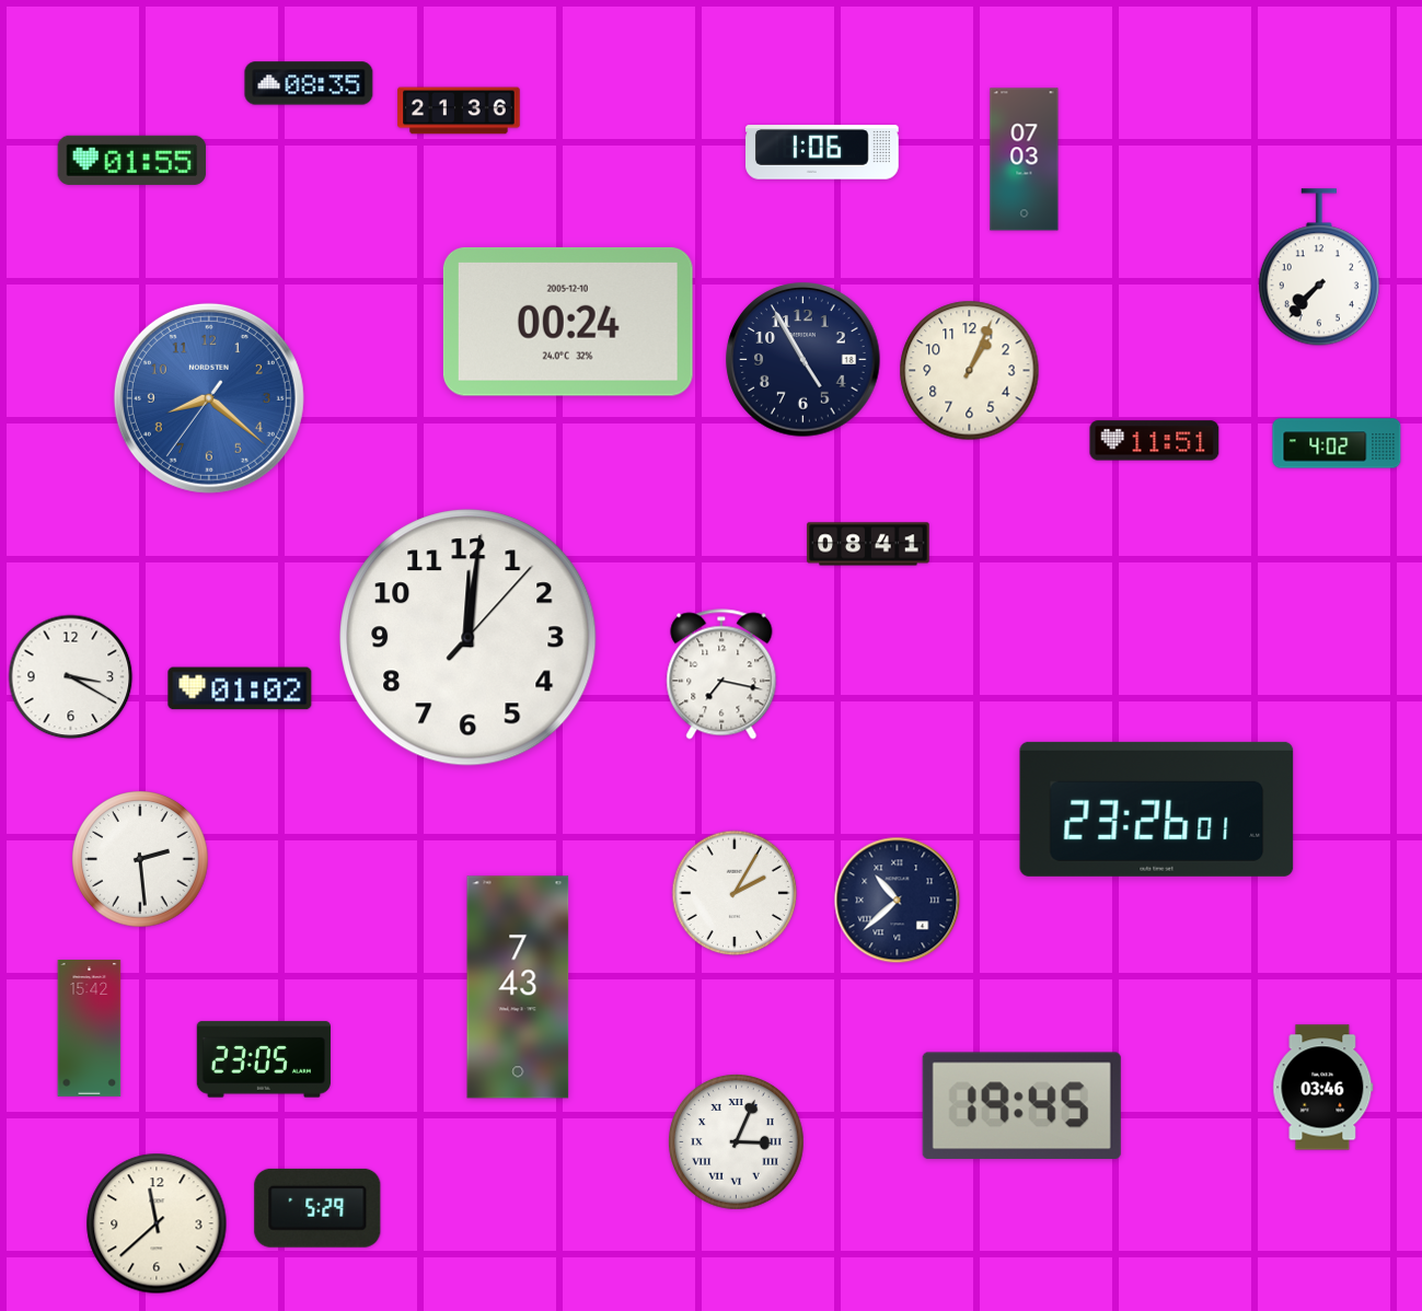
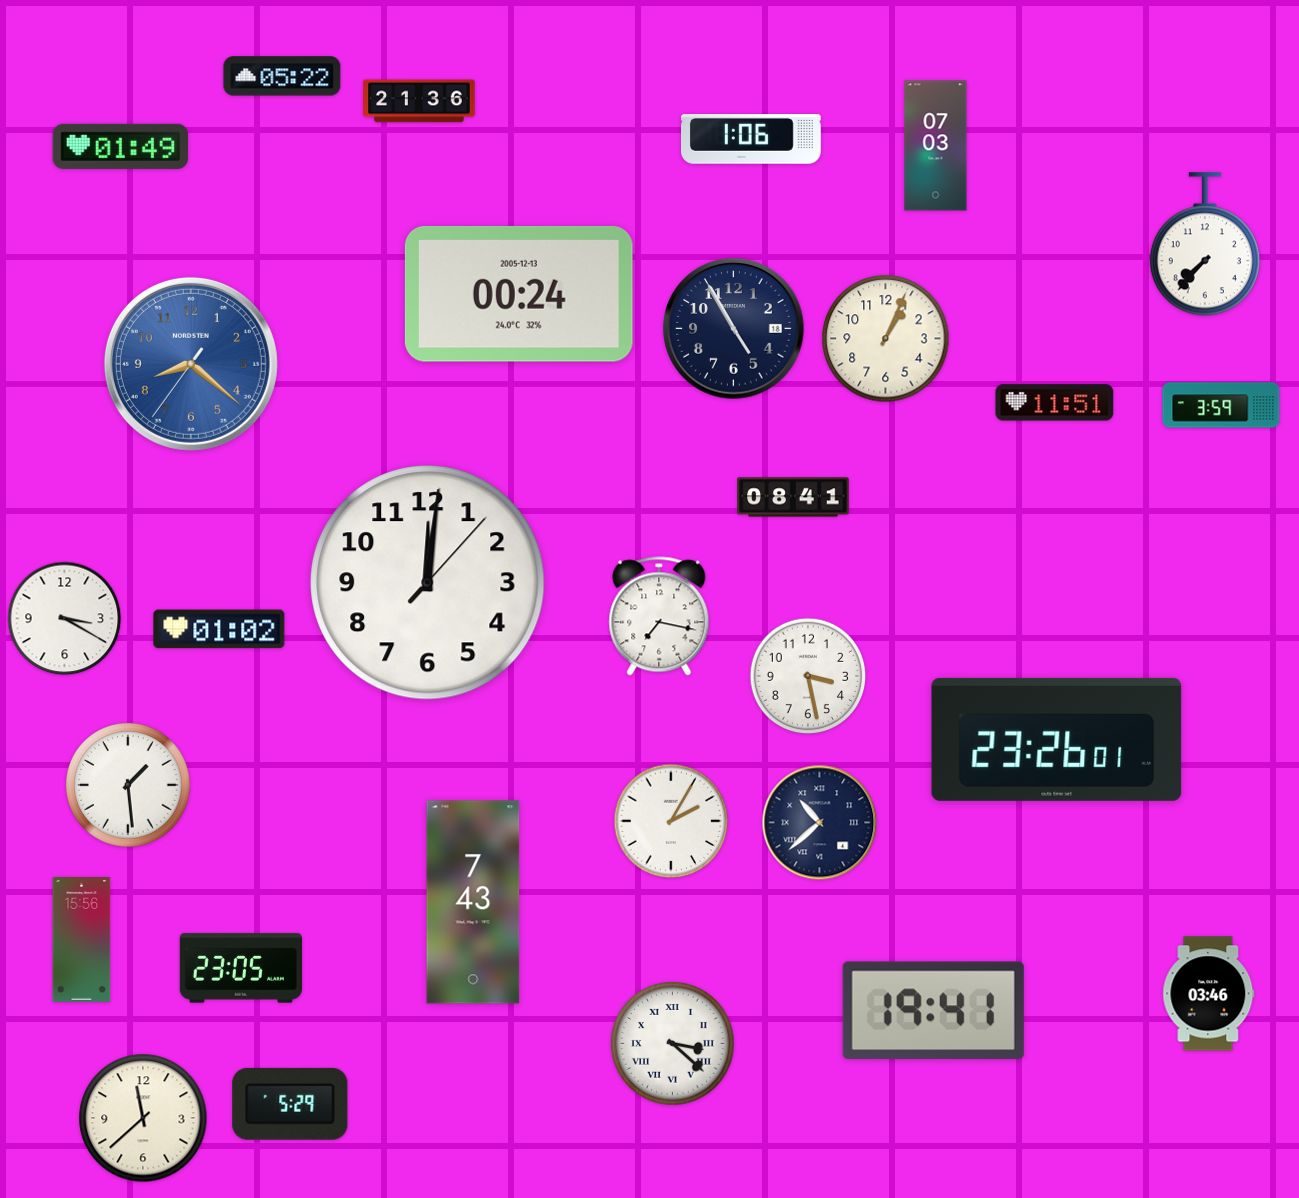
clock at (309, 83): 08:35 -> 05:22
clock at (132, 160): 01:55 -> 01:49
clock at (568, 322) date: 2005-12-10 -> 2005-12-13
clock at (1337, 443): 4:02 -> 3:59
clock at (808, 676): none -> 3:28
clock at (140, 859): 2:29 -> 1:29
clock at (735, 893) position: (735, 893) -> (671, 821)
clock at (90, 1029): 15:42 -> 15:56
clock at (1021, 1105): 19:45 -> 19:41
clock at (737, 1142): 3:04 -> 3:22
